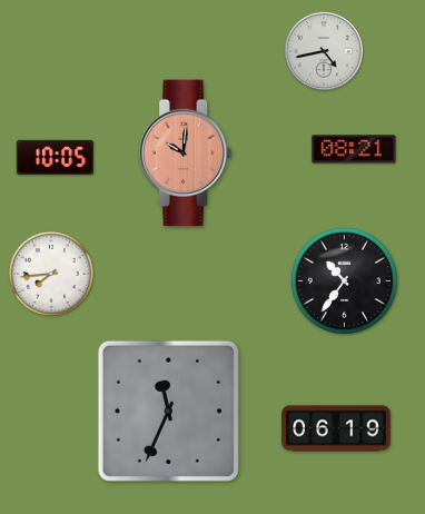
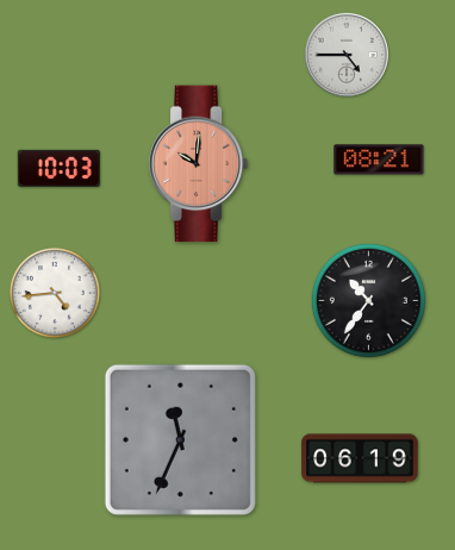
clock at (324, 51): 4:43 -> 4:45
clock at (55, 157): 10:05 -> 10:03
clock at (51, 274): 7:44 -> 4:44
